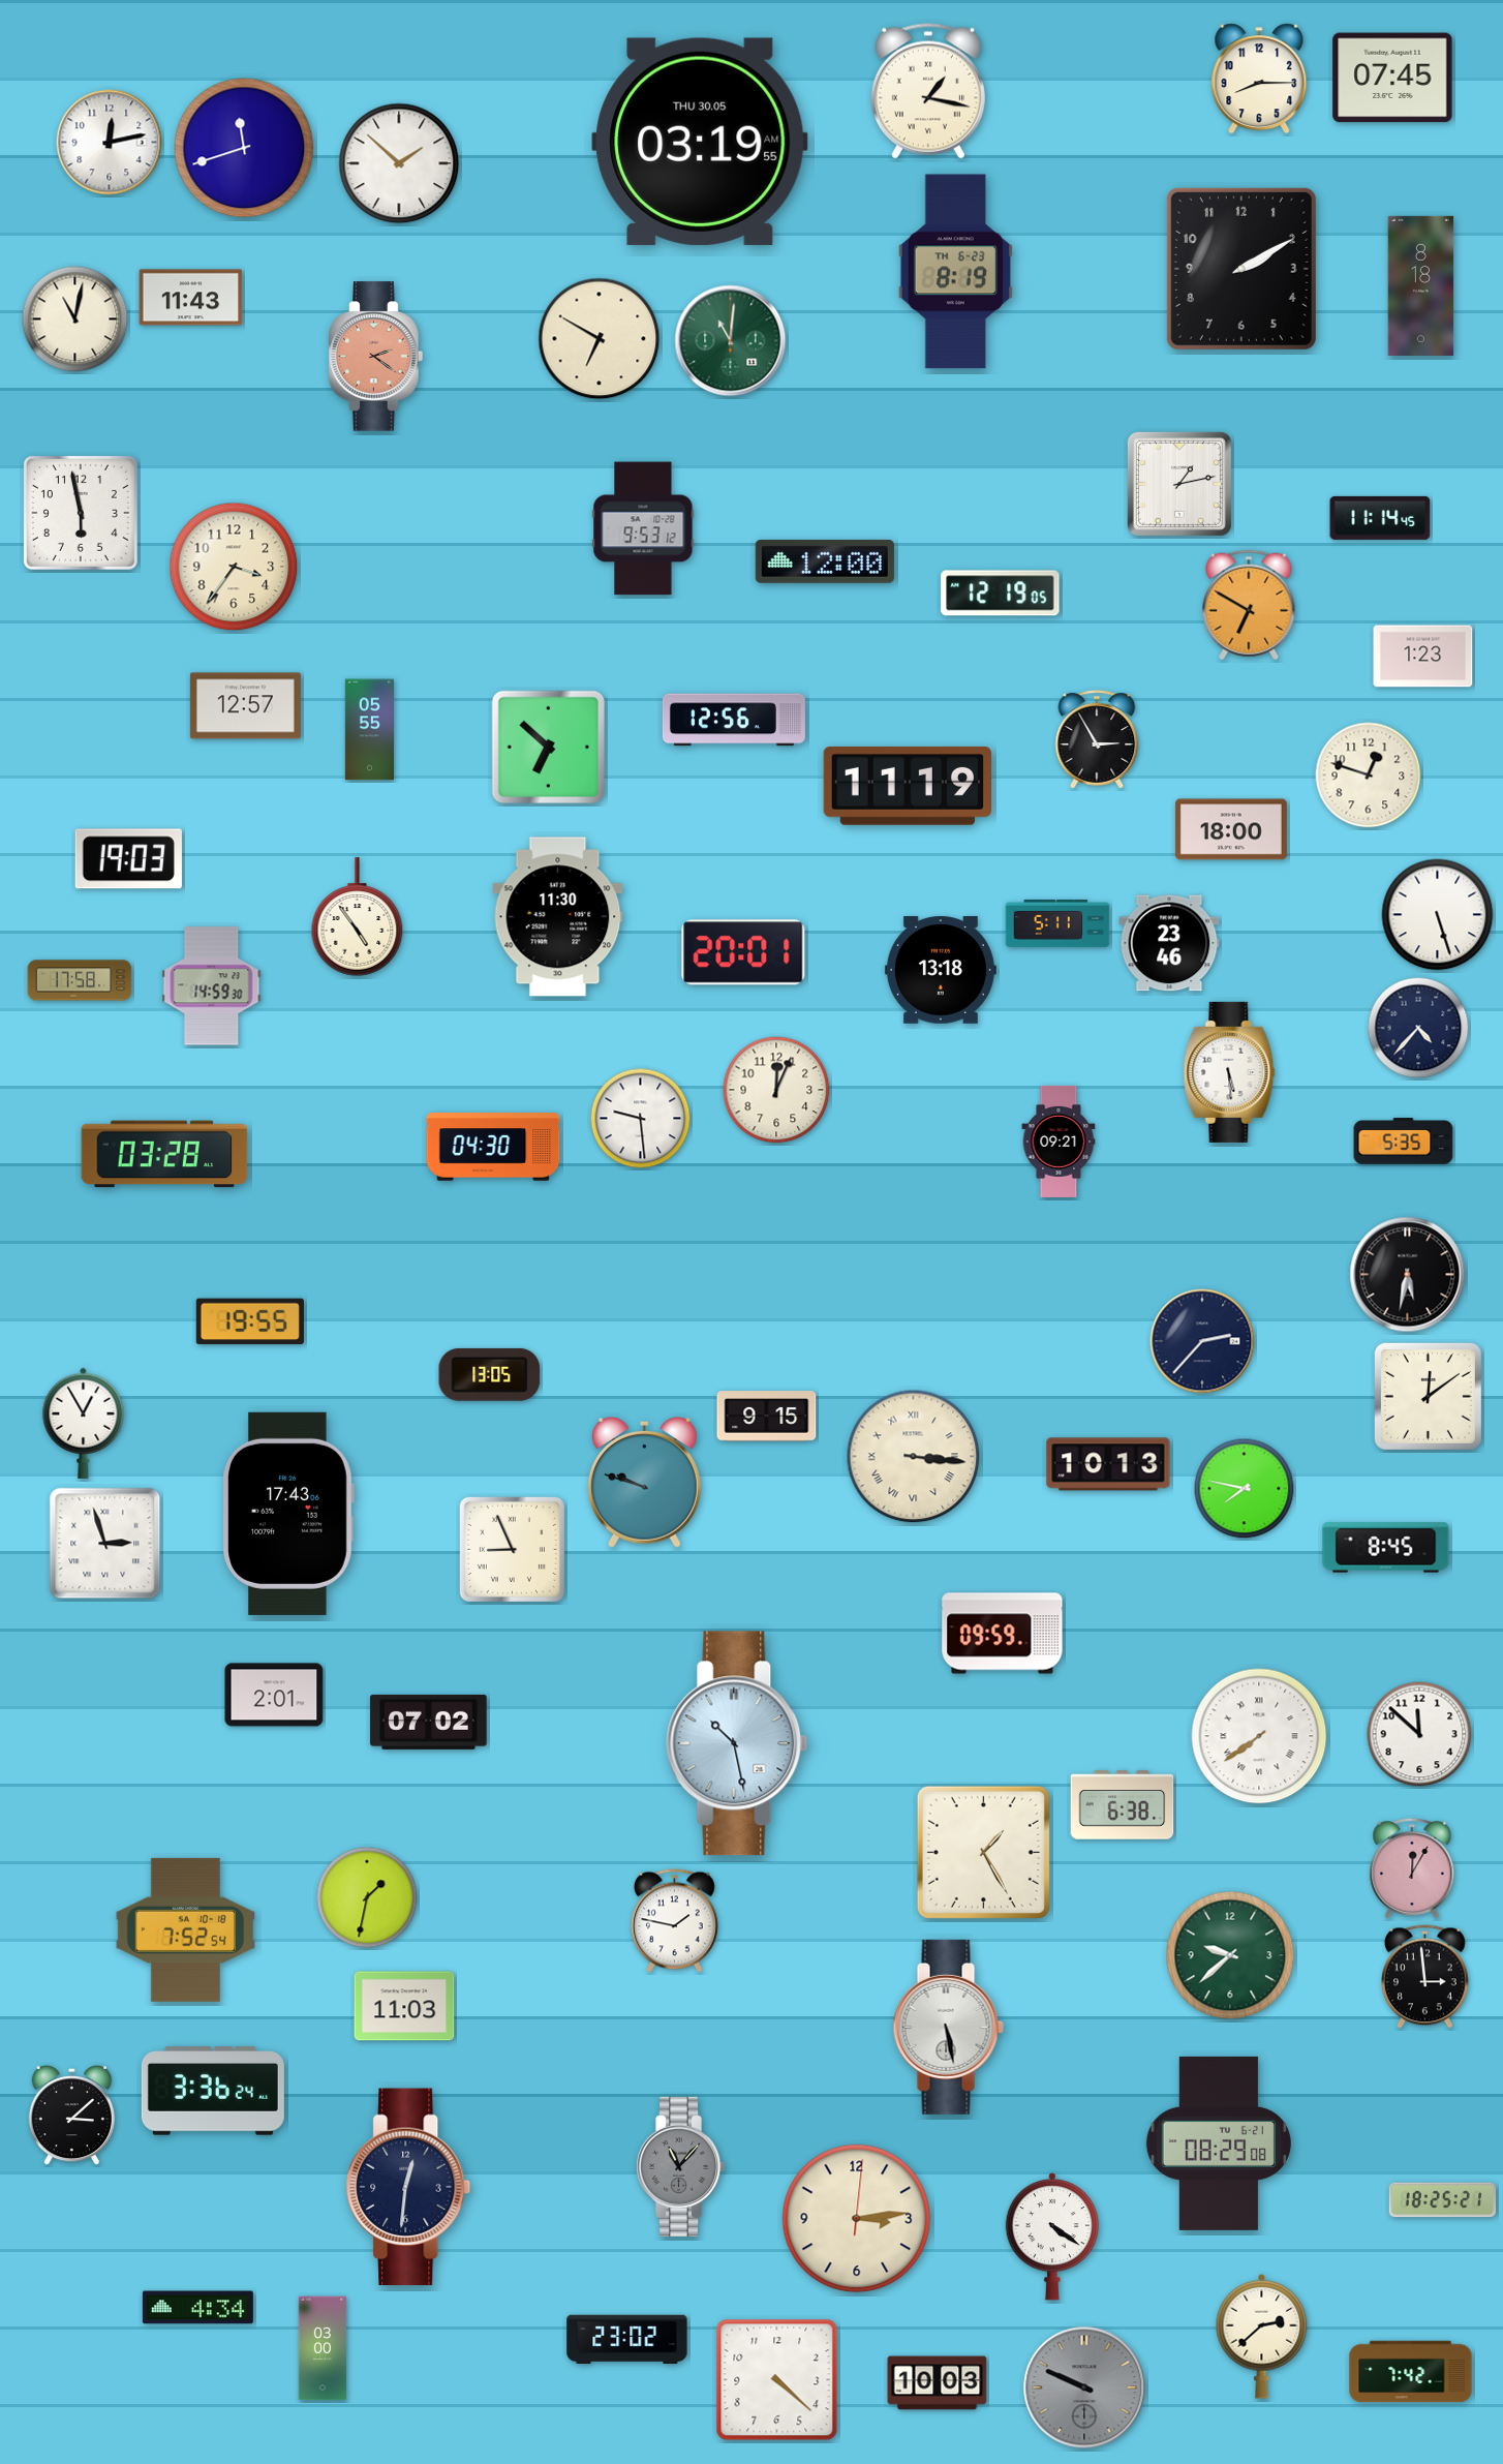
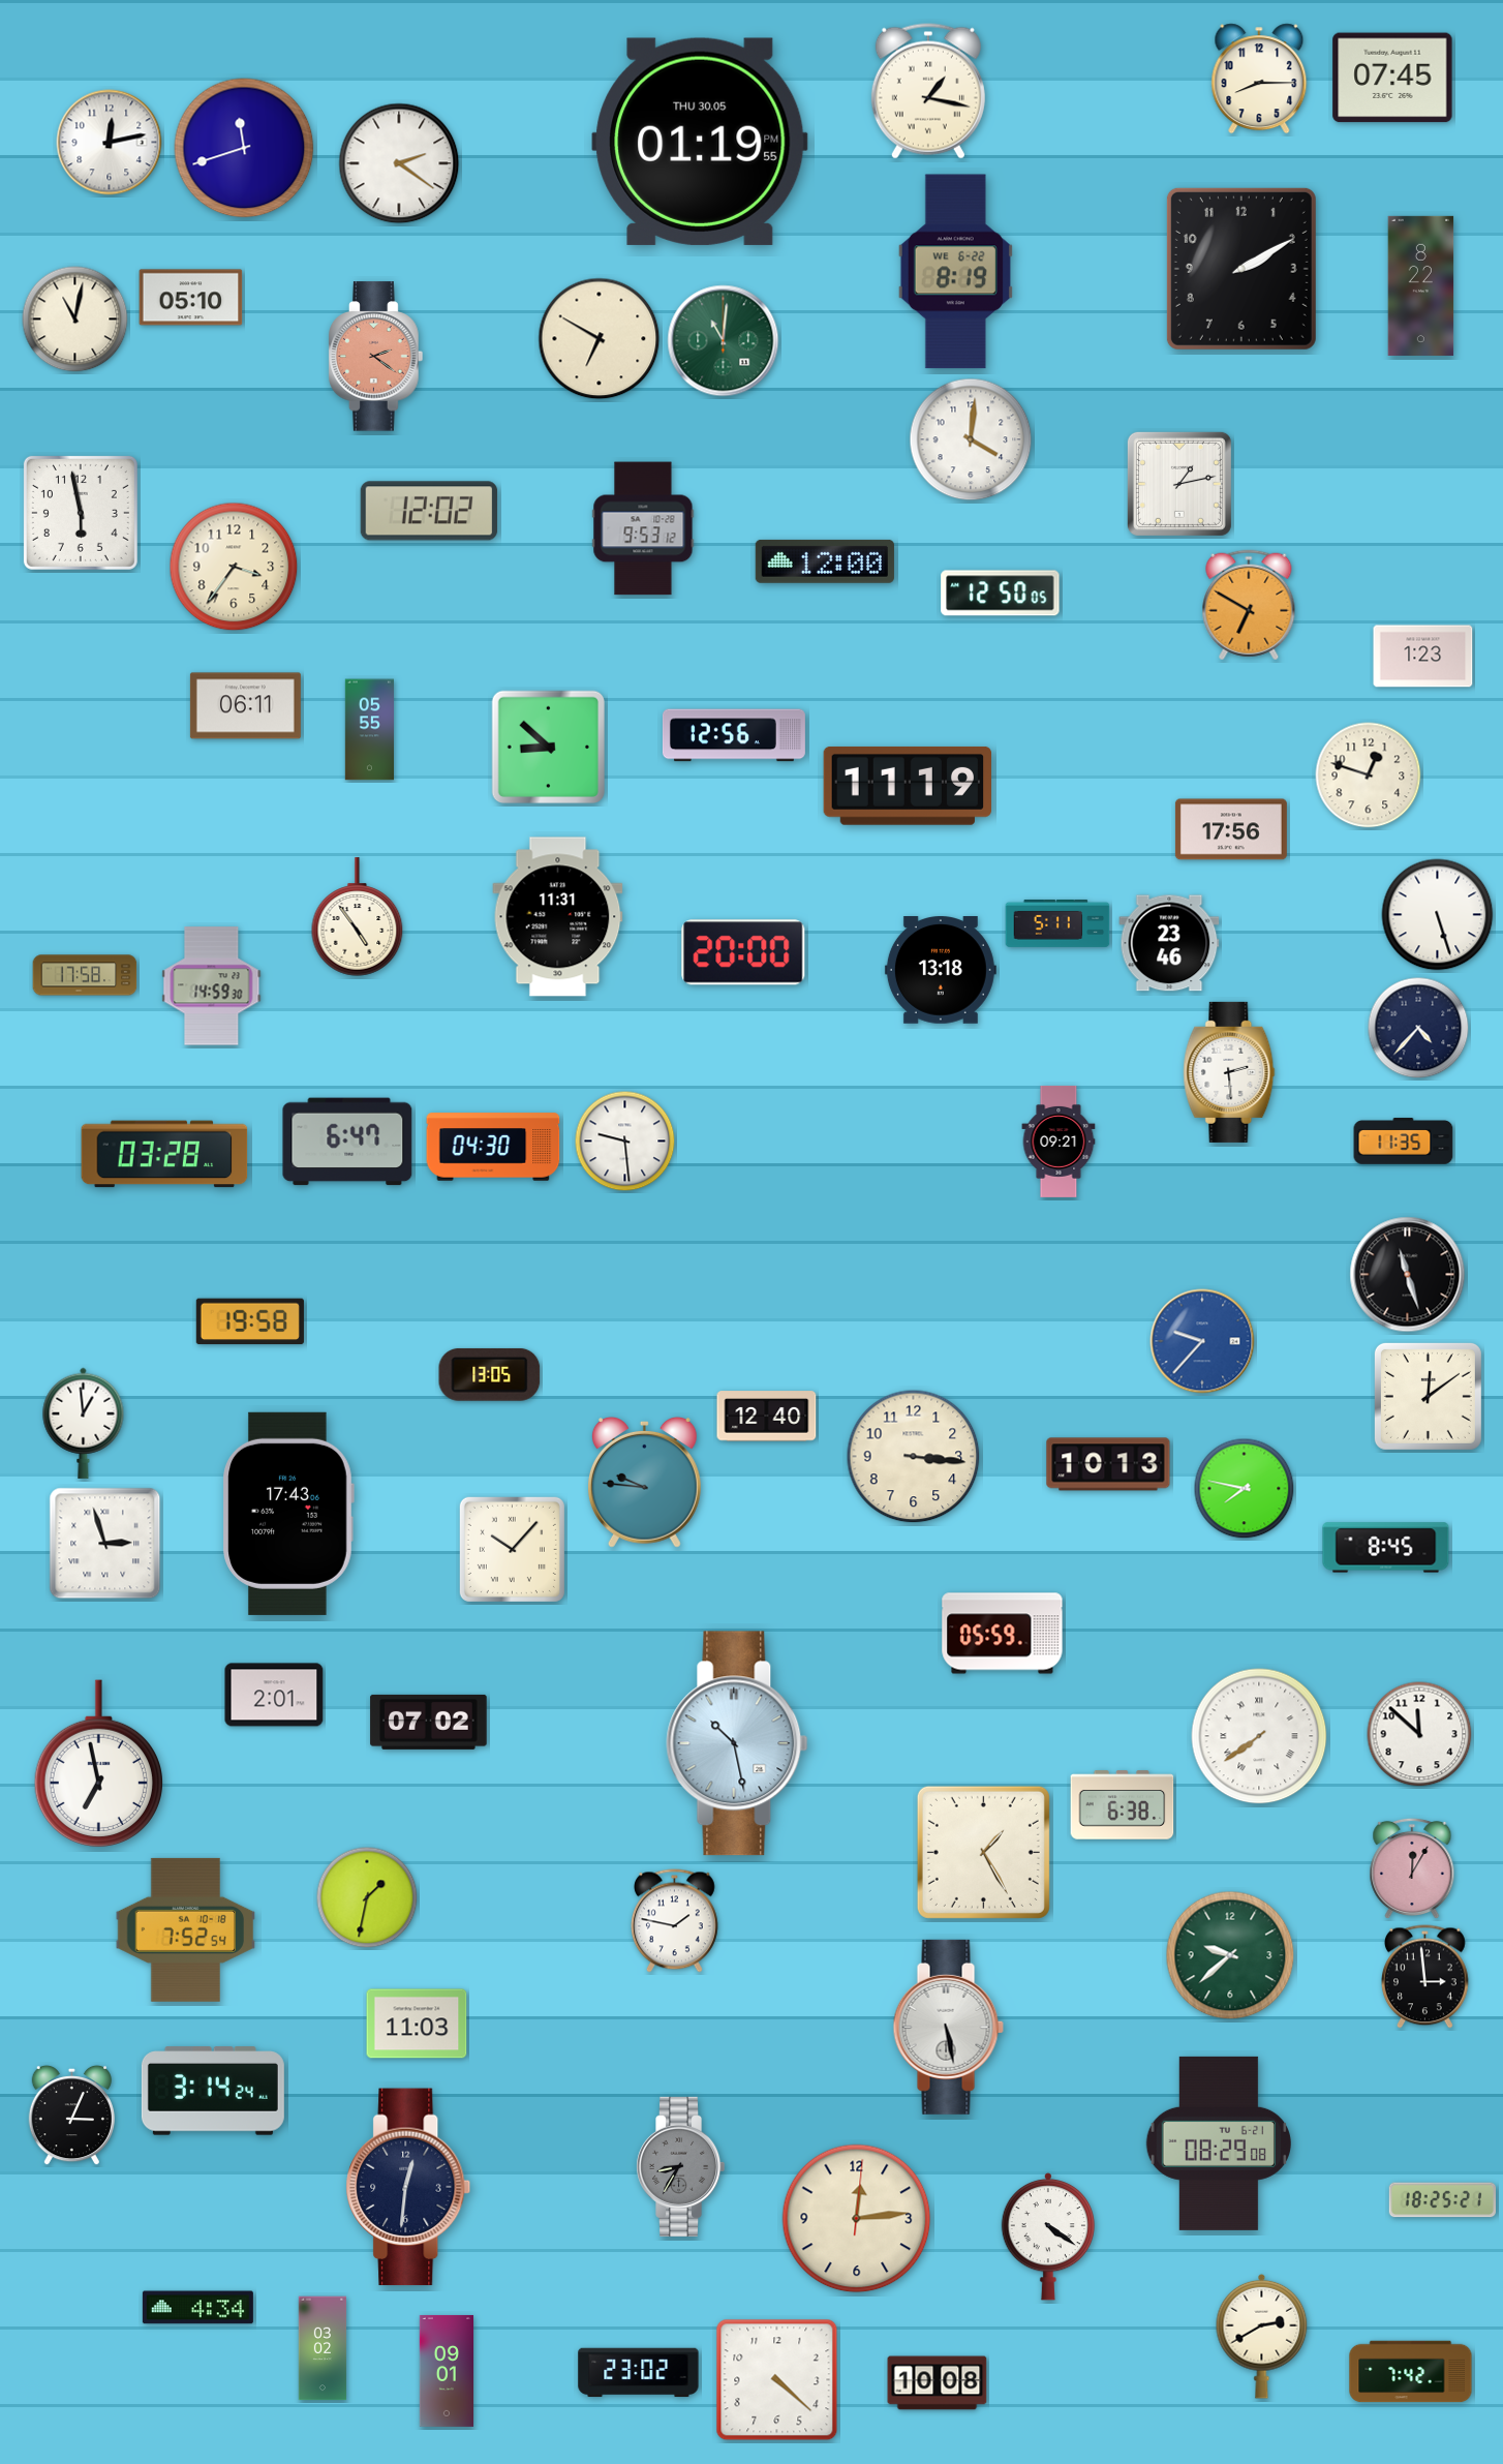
clock at (700, 142): 03:19 -> 01:19
clock at (399, 163): 1:52 -> 2:21
clock at (955, 272) date: TH 6-23 -> WE 6-22
clock at (1421, 285): 8:18 -> 8:22
clock at (191, 298): 11:43 -> 05:10
clock at (731, 341) position: (731, 341) -> (724, 341)
clock at (971, 439): none -> 4:01
clock at (429, 511): none -> 12:02
clock at (1380, 518): 11:14 -> none
clock at (1001, 594): 12:19 -> 12:50
clock at (245, 706): 12:57 -> 06:11
clock at (734, 720) position: (734, 720) -> (734, 735)
clock at (1097, 739): 2:55 -> none
clock at (549, 748): 6:52 -> 8:52
clock at (1231, 829): 18:00 -> 17:56
clock at (128, 859): 19:03 -> none
clock at (558, 917): 11:30 -> 11:31
clock at (743, 952): 20:01 -> 20:00
clock at (80, 980) position: (80, 980) -> (85, 975)
clock at (1229, 1072): 5:29 -> 2:29
clock at (776, 1090): 12:04 -> none
clock at (641, 1119) position: (641, 1119) -> (625, 1142)
clock at (347, 1142): none -> 6:47
clock at (1404, 1142): 5:35 -> 11:35
clock at (1408, 1275): 5:32 -> 11:27
clock at (250, 1321): 19:55 -> 19:58
clock at (1202, 1341): 2:37 -> 9:37
clock at (1202, 1341) dial: navy -> blue
clock at (767, 1417): 9:15 -> 12:40
clock at (84, 1423): 12:55 -> 12:59
clock at (914, 1457) numerals: Roman -> Arabic
clock at (644, 1482): 9:48 -> 9:46
clock at (512, 1549): 8:56 -> 10:07
clock at (1003, 1634): 09:59 -> 05:59
clock at (98, 1764): none -> 6:58
clock at (404, 2006) position: (404, 2006) -> (417, 2024)
clock at (213, 2091): 3:36 -> 3:14
clock at (71, 2116): 3:08 -> 3:04
clock at (680, 2166): 11:07 -> 8:35
clock at (857, 2219): 3:14 -> 12:14
clock at (1052, 2237) position: (1052, 2237) -> (1048, 2237)
clock at (1262, 2336): 2:38 -> 2:40
clock at (627, 2340) position: (627, 2340) -> (639, 2373)
clock at (323, 2348): 03:00 -> 03:02
clock at (447, 2371): none -> 09:01
clock at (938, 2383): 10:03 -> 10:08
clock at (1084, 2387): 9:49 -> none
